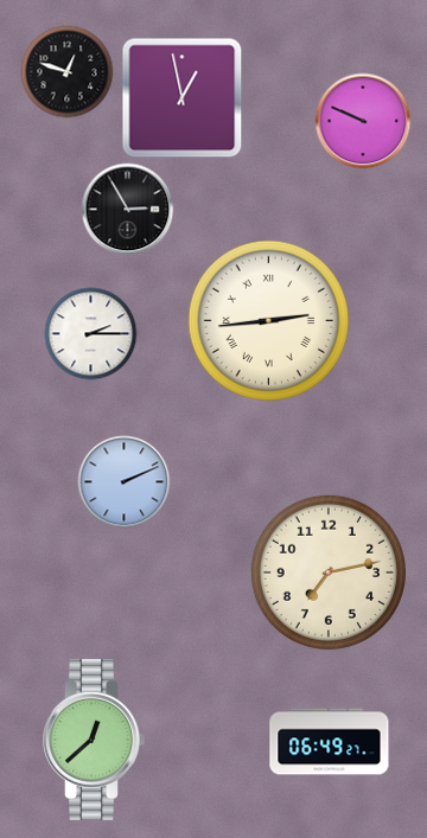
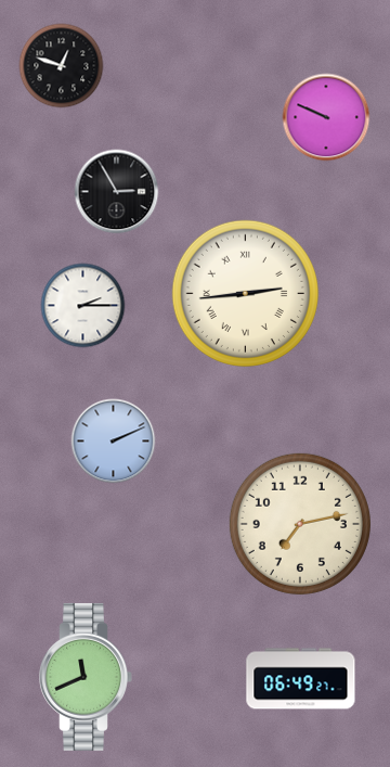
clock at (181, 97): 12:58 -> none
clock at (363, 121) position: (363, 121) -> (326, 117)
clock at (94, 740): 12:38 -> 11:41
